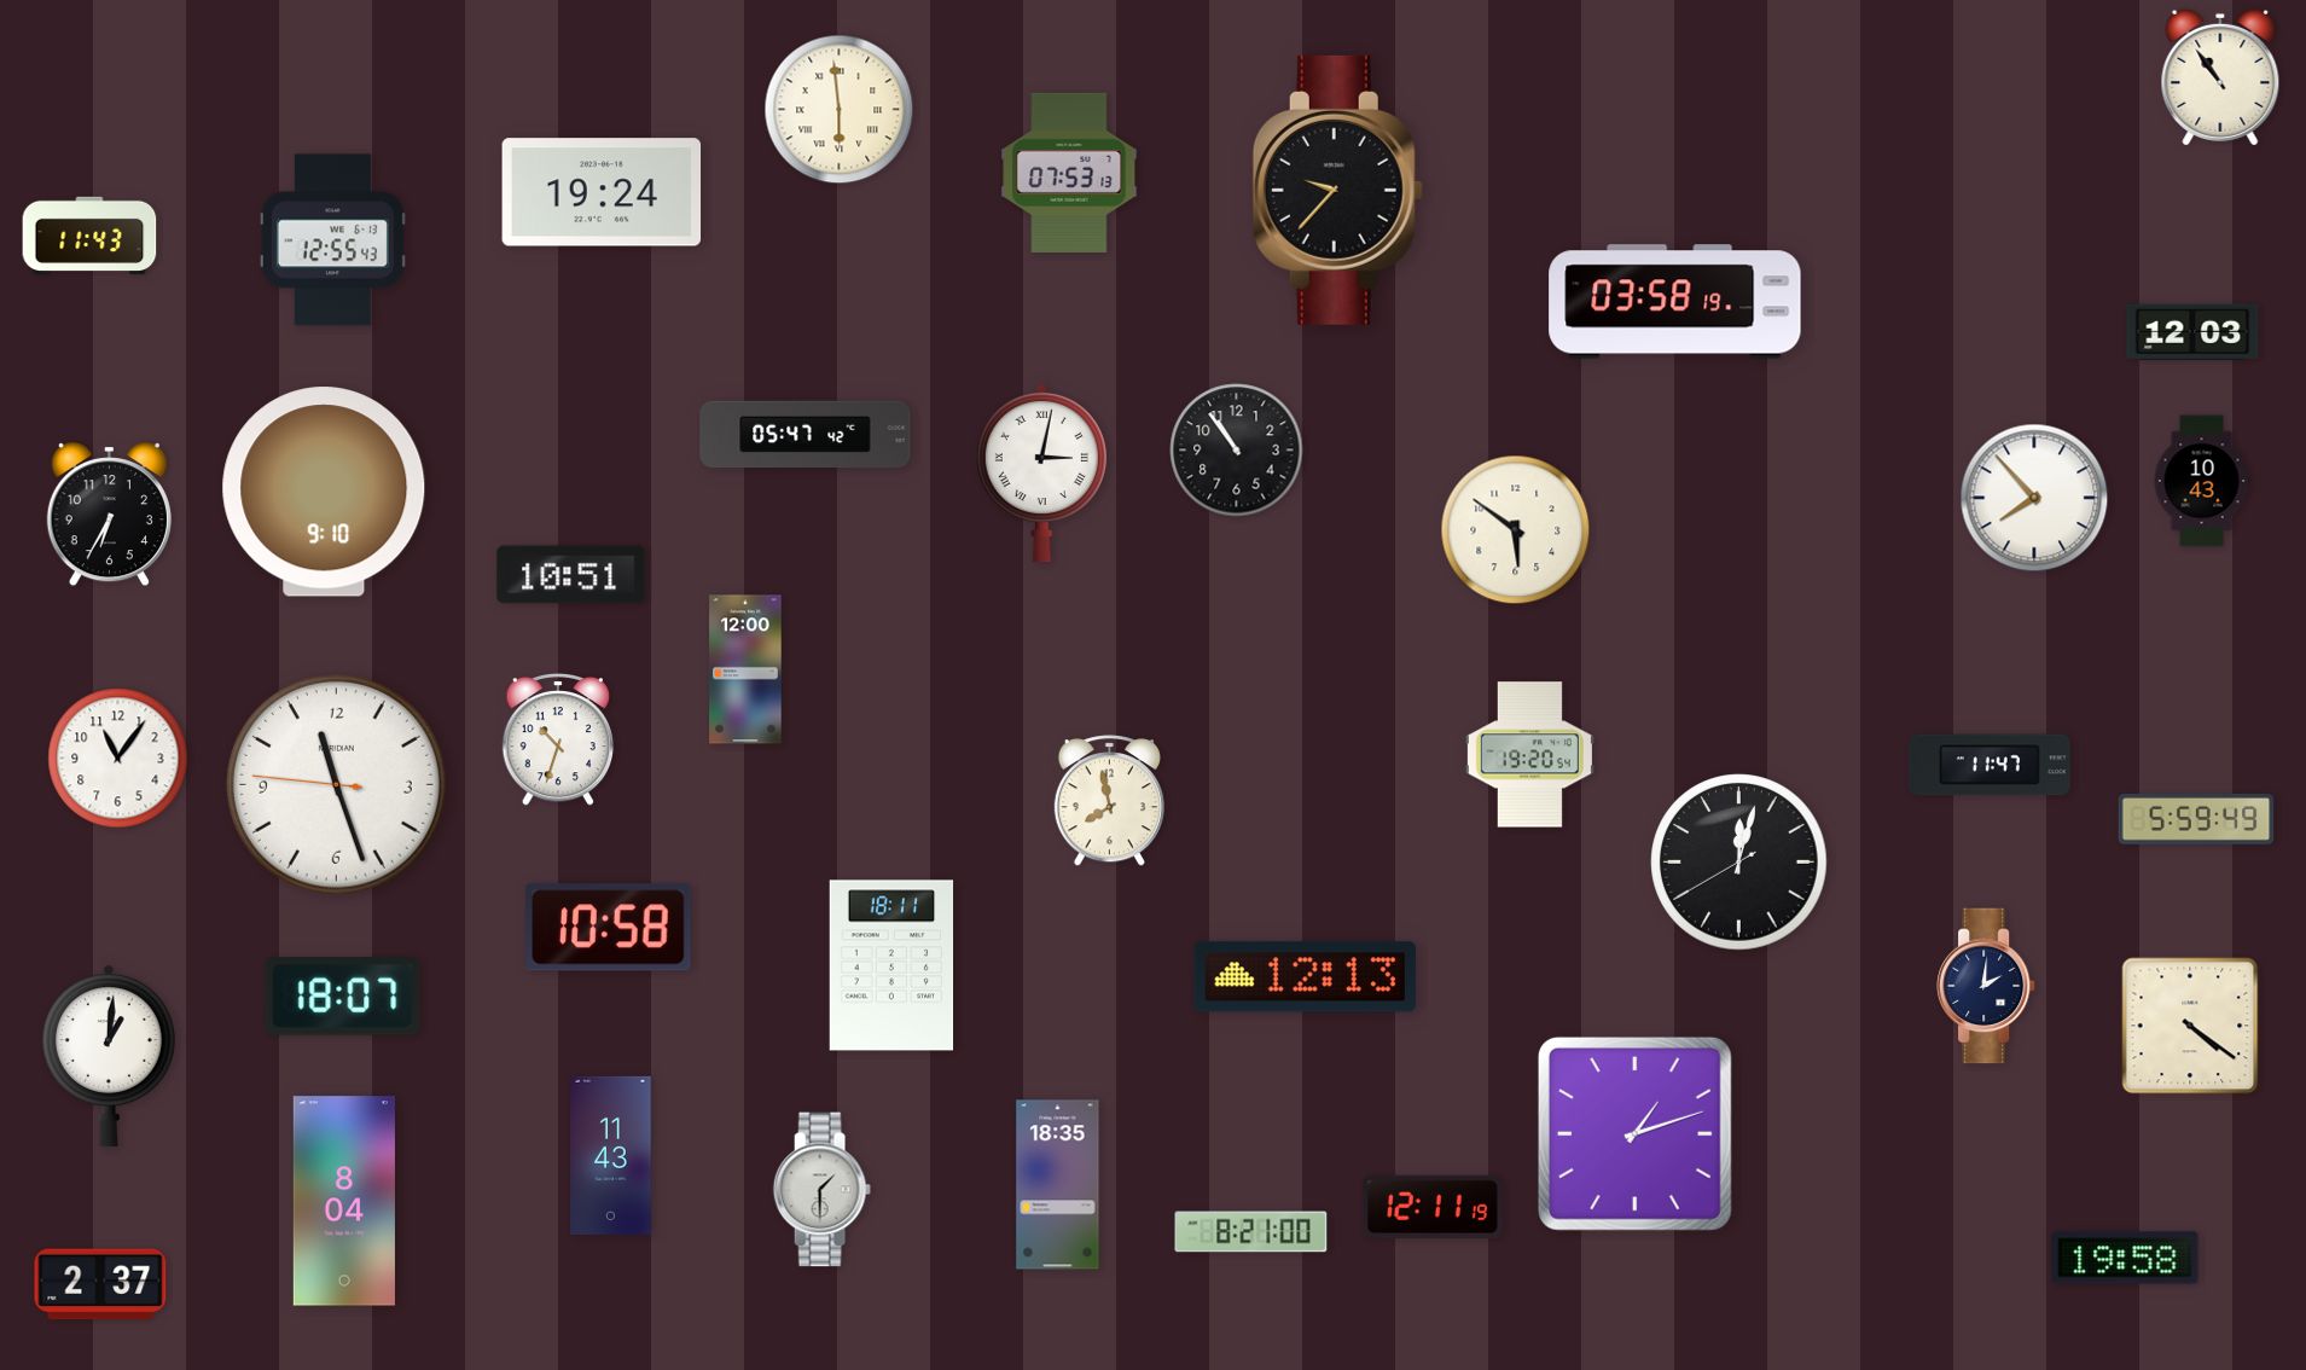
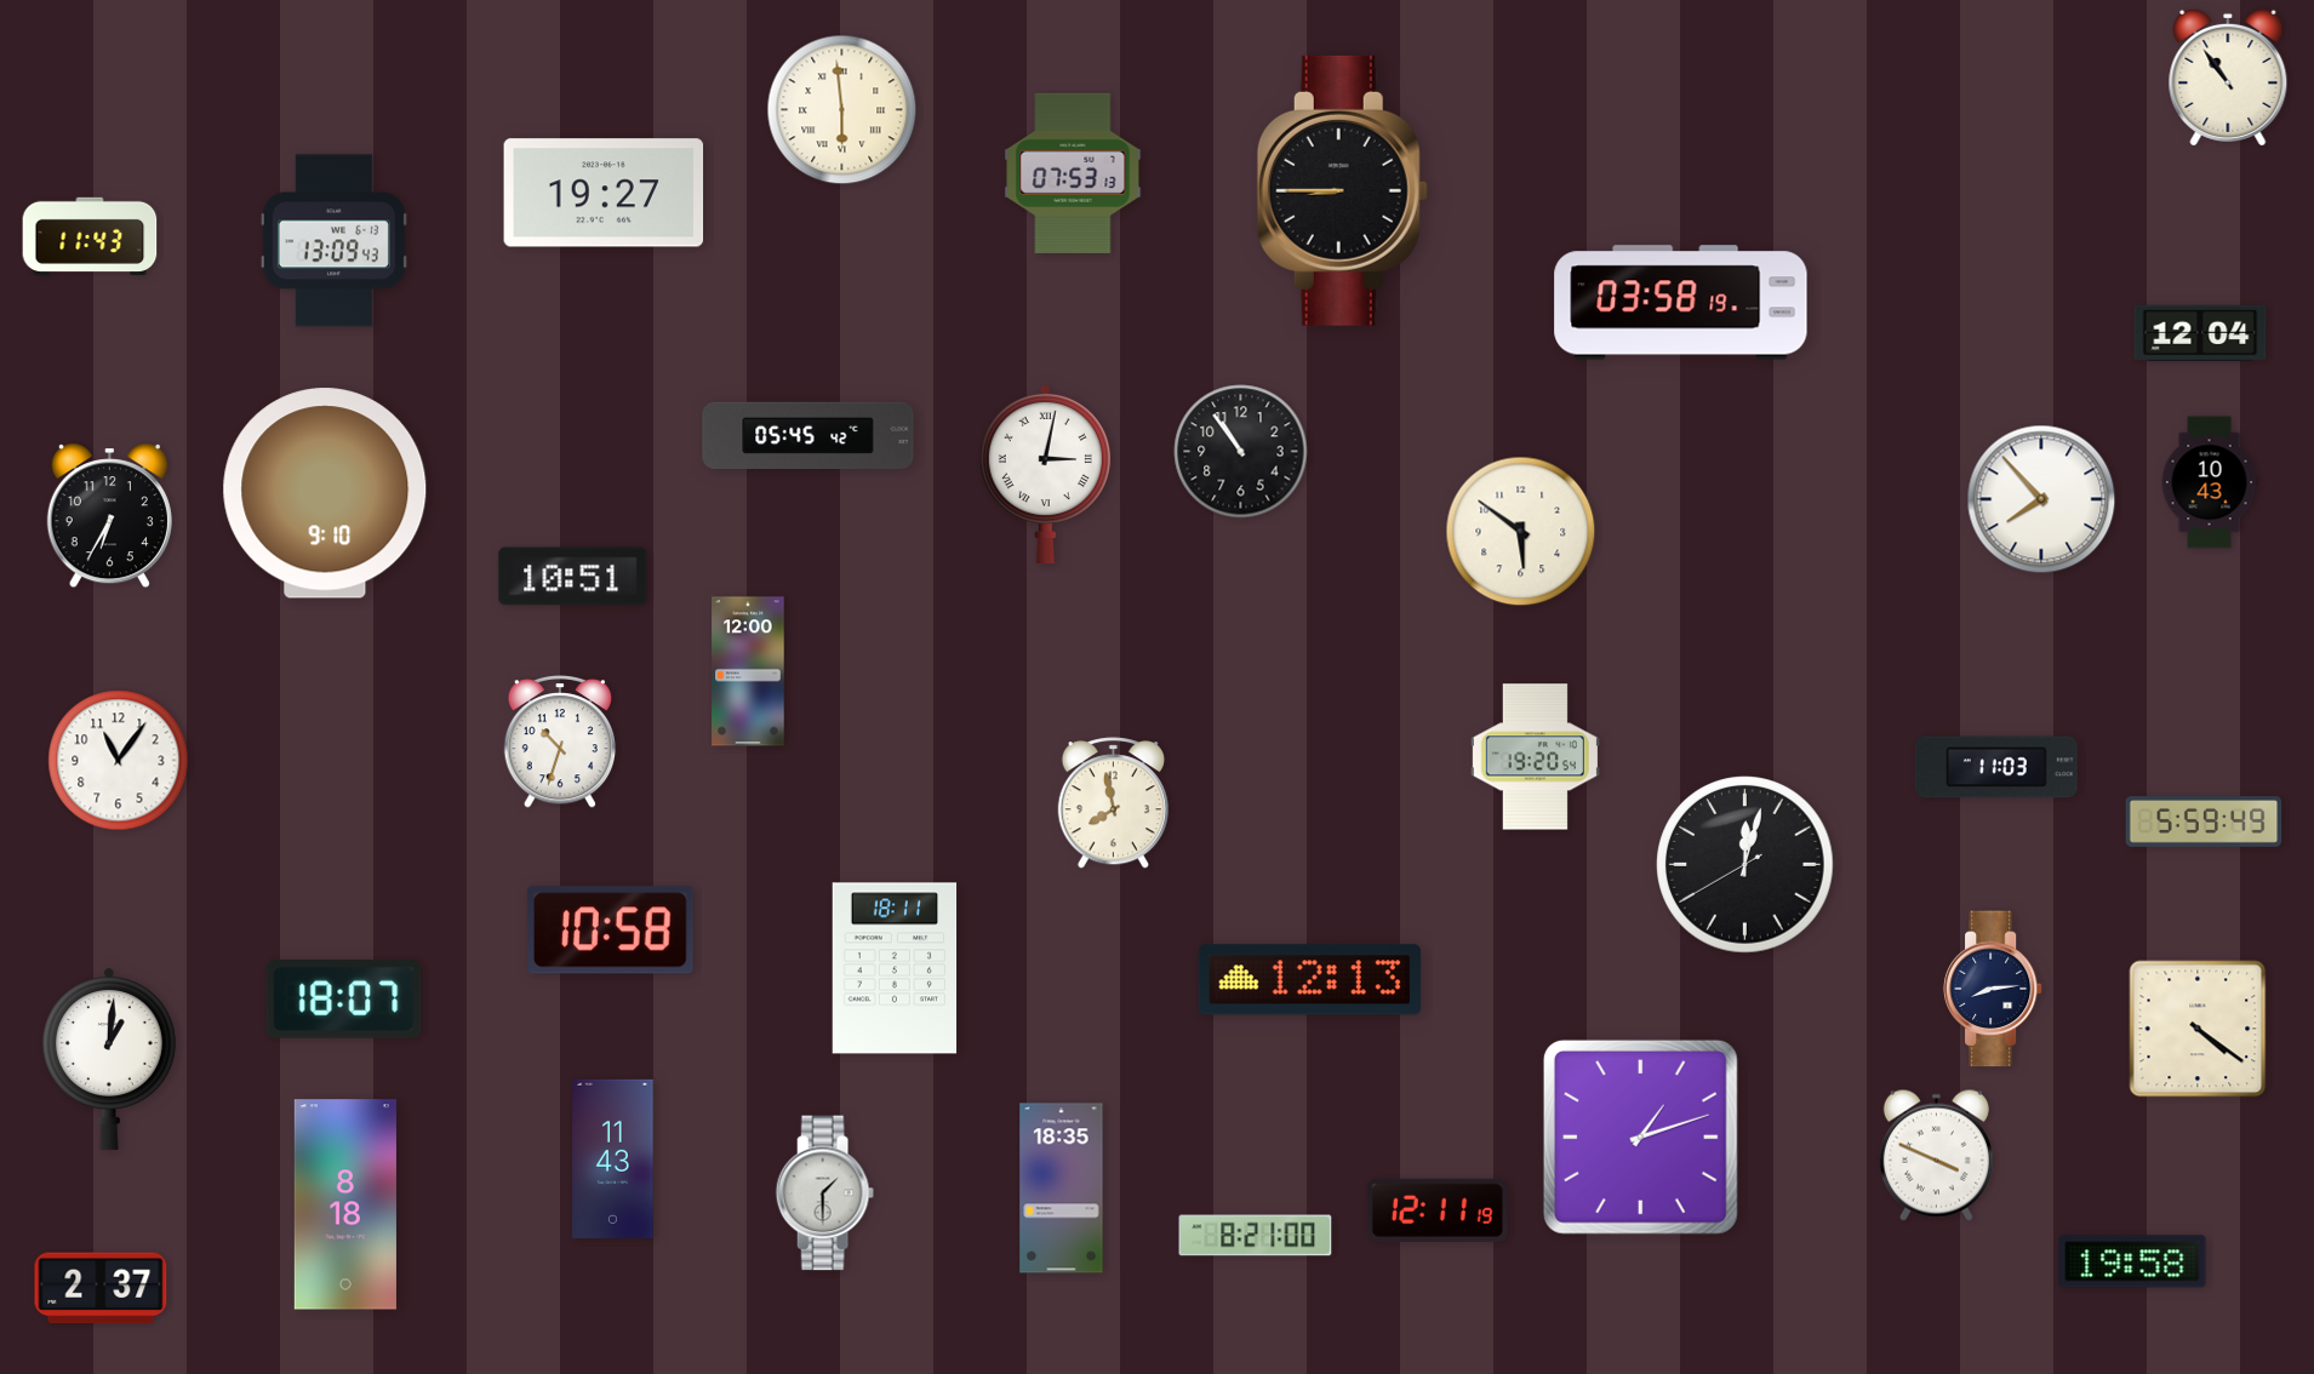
clock at (1337, 190): 9:37 -> 8:45
clock at (602, 192): 19:24 -> 19:27
clock at (332, 240): 12:55 -> 13:09
clock at (2192, 332): 12:03 -> 12:04
clock at (806, 435): 05:47 -> 05:45
clock at (1990, 765): 11:47 -> 11:03
clock at (336, 784): 11:26 -> none
clock at (1986, 986): 2:01 -> 8:14
clock at (1936, 1155): none -> 3:49
clock at (344, 1201): 8:04 -> 8:18
